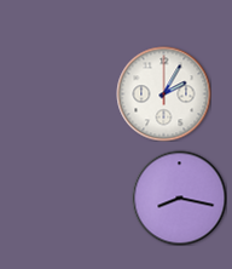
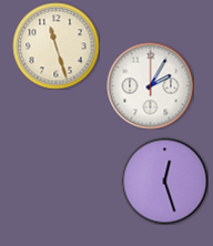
clock at (55, 45): none -> 11:27
clock at (179, 198): 8:17 -> 12:27
